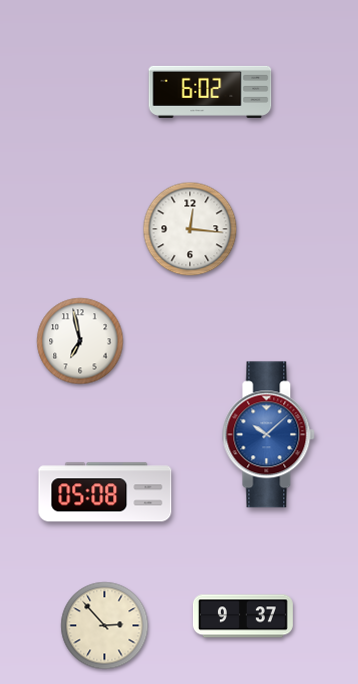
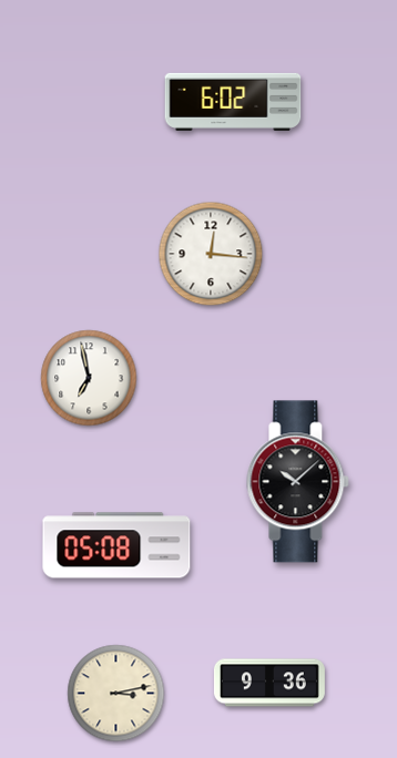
clock at (269, 435) dial: blue -> black
clock at (243, 616): 9:37 -> 9:36
clock at (105, 626): 2:53 -> 3:13
